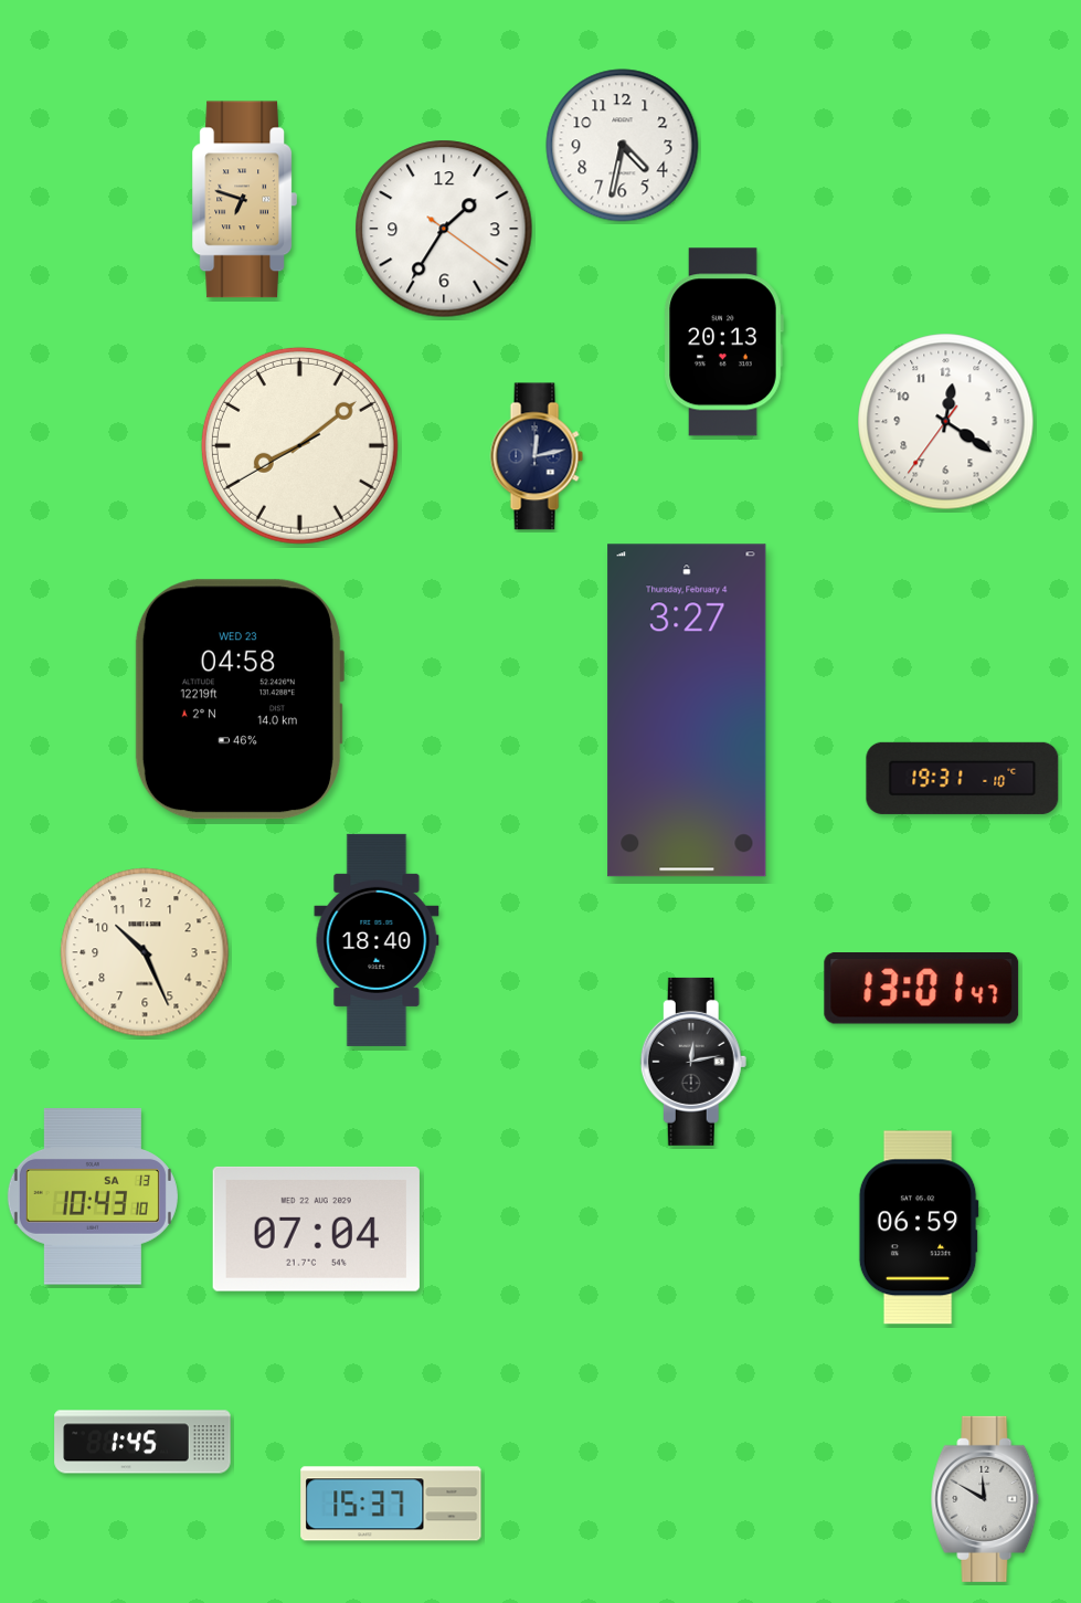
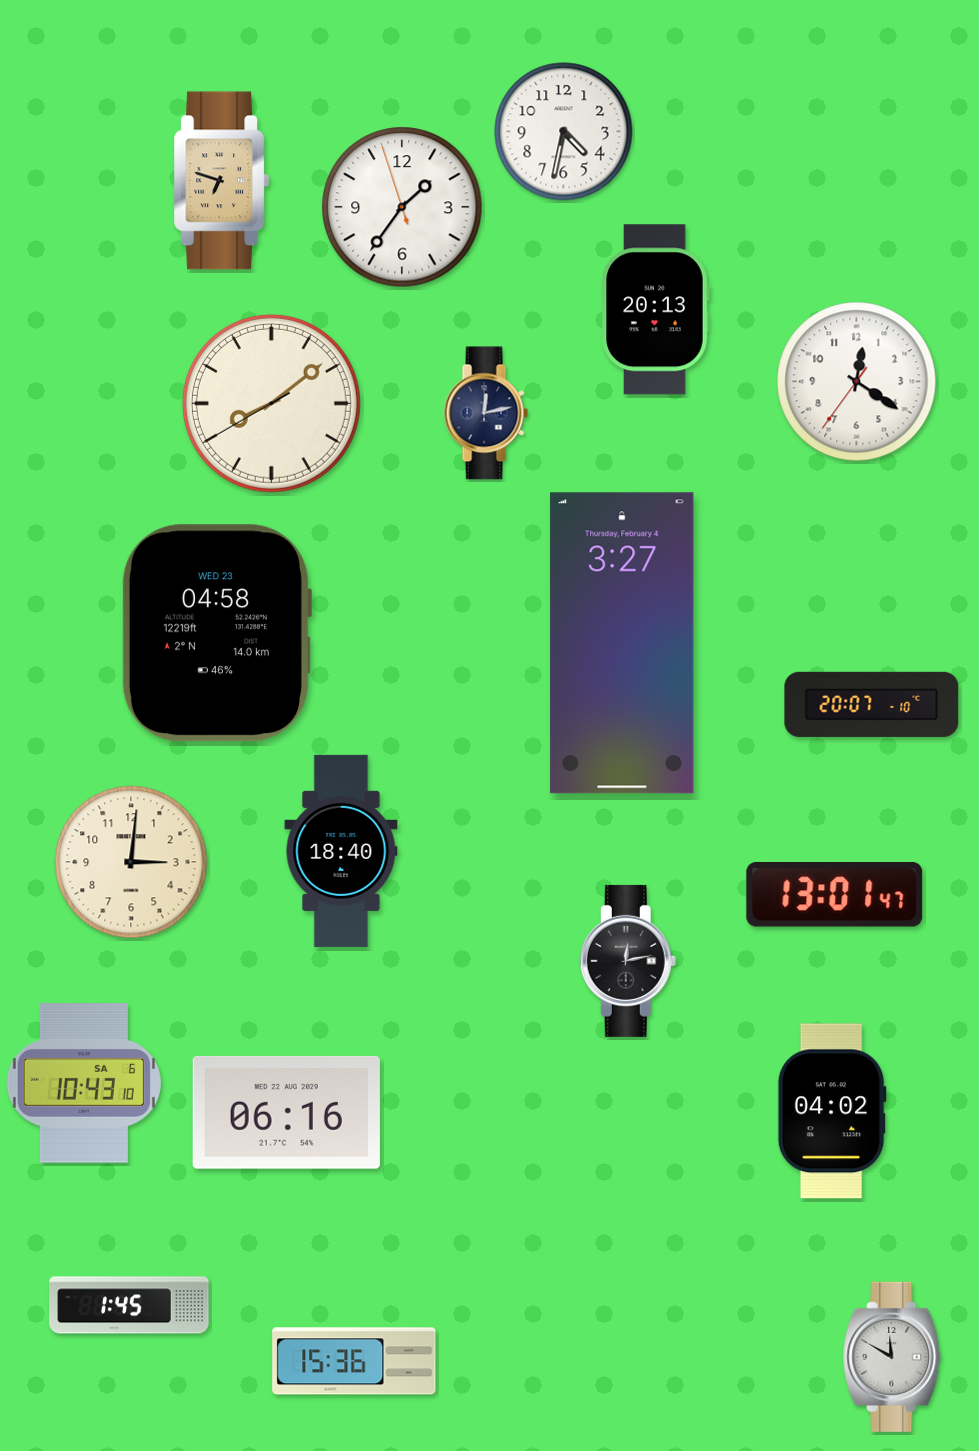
clock at (444, 229): 1:35:21 -> 1:35:57
clock at (963, 778): 19:31 -> 20:07
clock at (145, 952): 10:26 -> 3:01
clock at (93, 1196) date: SA 13 -> SA 6
clock at (919, 1227): 06:59 -> 04:02
clock at (316, 1228): 07:04 -> 06:16
clock at (391, 1504): 15:37 -> 15:36
